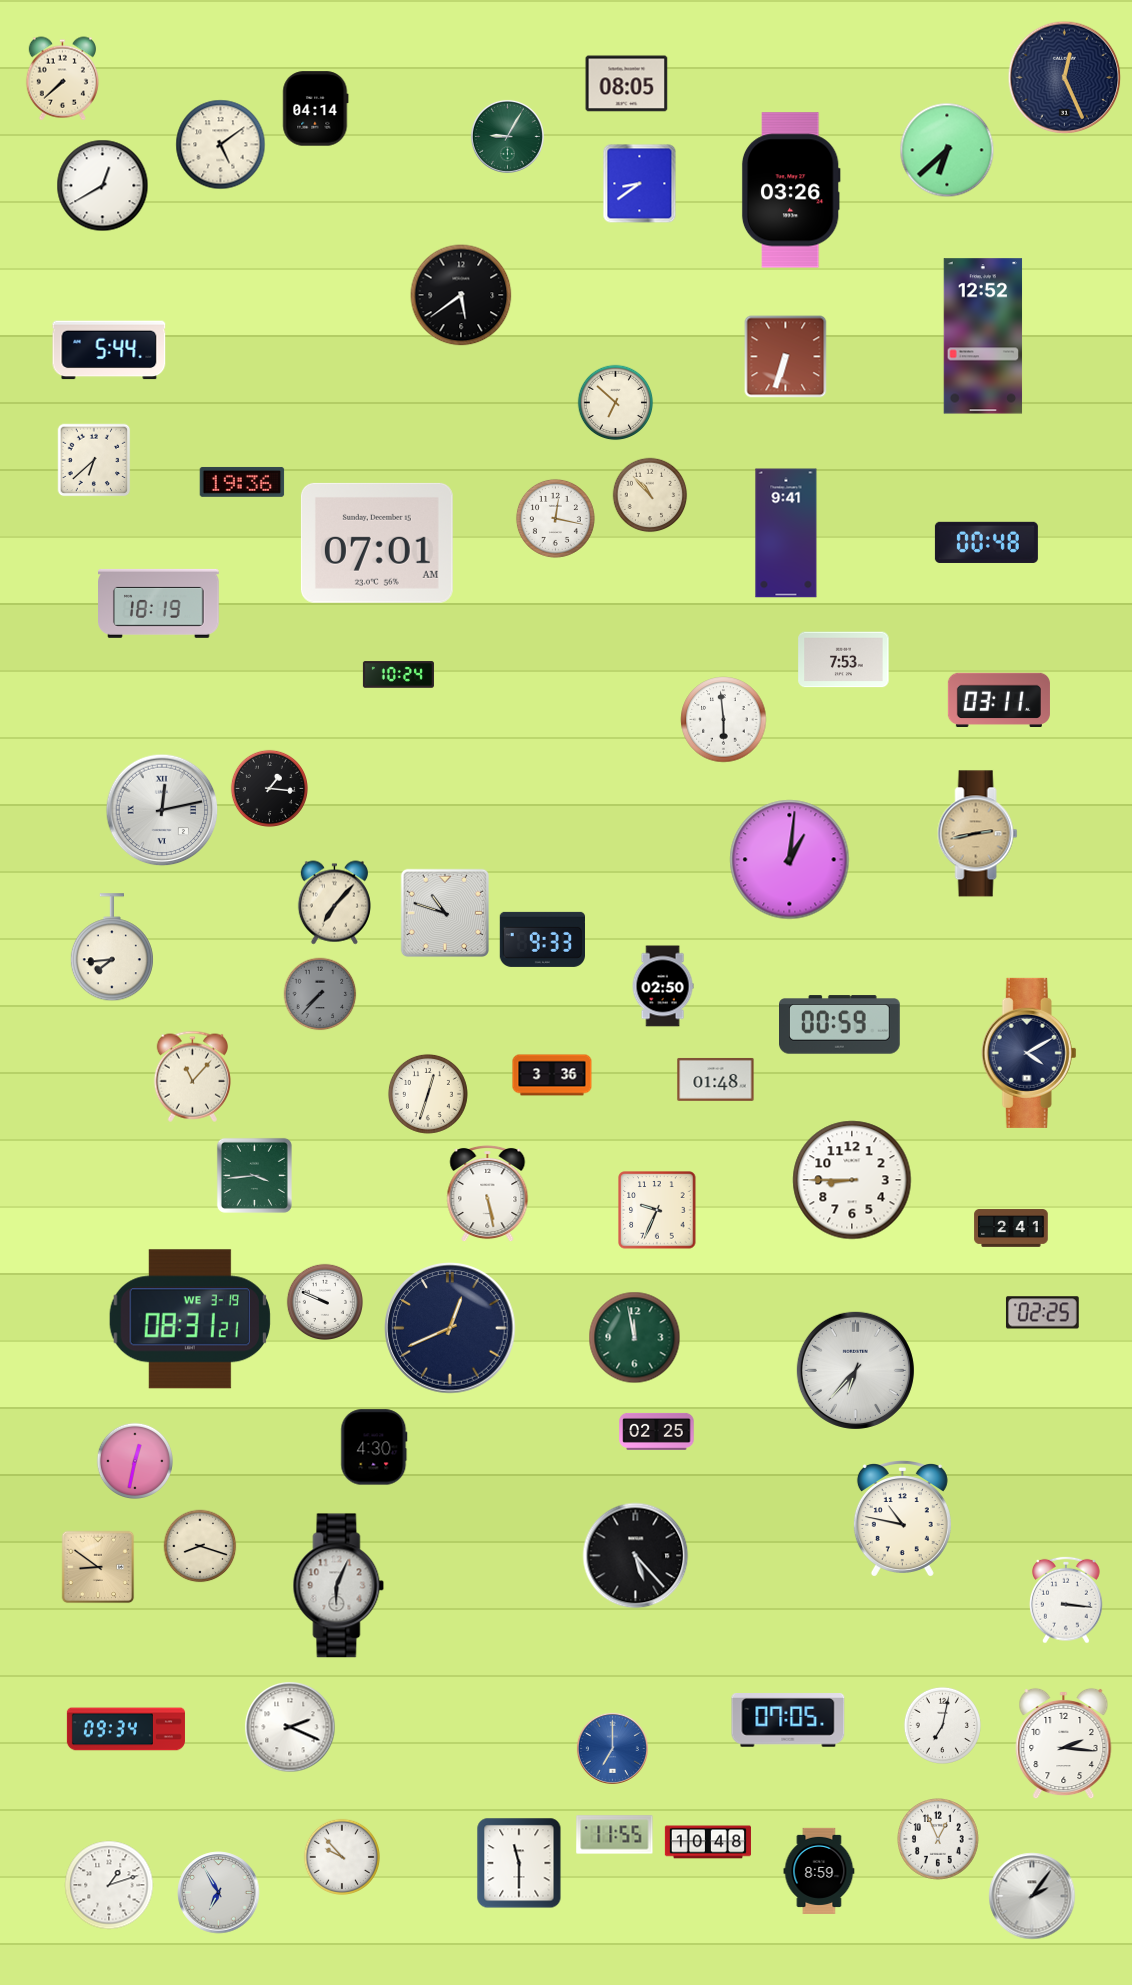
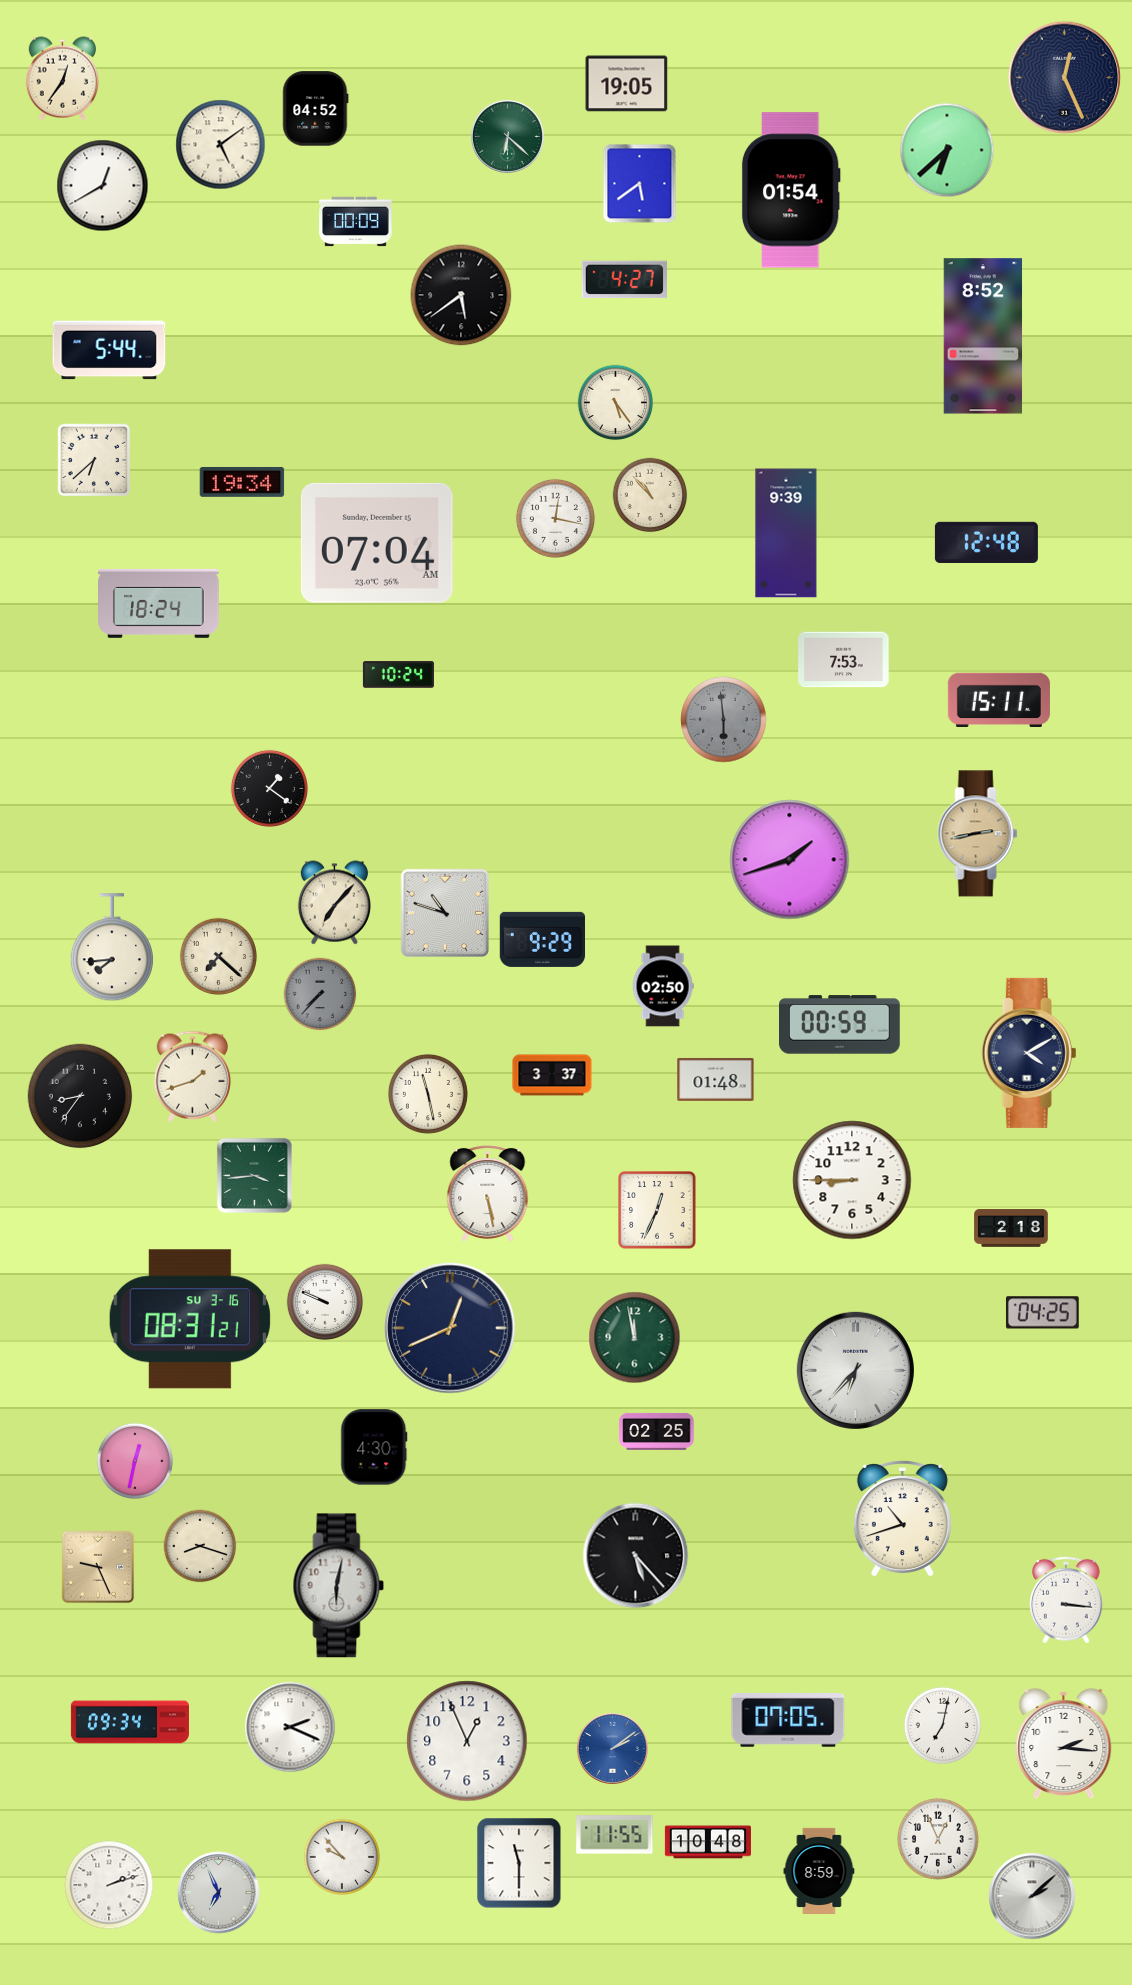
clock at (62, 79): 7:38 -> 12:36
clock at (627, 84): 08:05 -> 19:05
clock at (316, 109): 04:14 -> 04:52
clock at (507, 136): 9:05 -> 6:22
clock at (640, 184): 8:39 -> 5:39
clock at (791, 190): 03:26 -> 01:54
clock at (356, 222): none -> 00:09
clock at (624, 280): none -> 4:27
clock at (983, 336): 12:52 -> 8:52
clock at (786, 357): 6:33 -> none
clock at (616, 403): 6:52 -> 5:24
clock at (242, 482): 19:36 -> 19:34
clock at (786, 533): 9:41 -> 9:39
clock at (986, 542): 00:48 -> 12:48
clock at (377, 543): 07:01 -> 07:04
clock at (159, 603): 18:19 -> 18:24
clock at (999, 699): 03:11 -> 15:11
clock at (724, 720) dial: white -> grey
clock at (269, 788): 1:16 -> 1:21
clock at (162, 810): 12:13 -> none
clock at (790, 860): 1:01 -> 1:42
clock at (542, 939): 9:33 -> 9:29
clock at (218, 956): none -> 7:22
clock at (552, 1075): 3:36 -> 3:37
clock at (192, 1076): 11:07 -> 1:42
clock at (428, 1094): 12:33 -> 11:28
clock at (80, 1096): none -> 8:36
clock at (657, 1210): 9:34 -> 12:34
clock at (1011, 1228): 2:41 -> 2:18
clock at (1042, 1313): 02:25 -> 04:25
clock at (190, 1319) date: WE 3-19 -> SU 3-16
clock at (902, 1519): 10:47 -> 10:42
clock at (98, 1567): 8:51 -> 9:26
clock at (339, 1586): 6:04 -> 6:02
clock at (126, 1729) position: (126, 1729) -> (130, 1722)
clock at (467, 1741): none -> 12:56
clock at (612, 1748): 7:00 -> 2:09
clock at (109, 1885): 1:12 -> 2:12
clock at (219, 1893): 6:55 -> 6:56
clock at (1032, 1896): 2:06 -> 2:08
